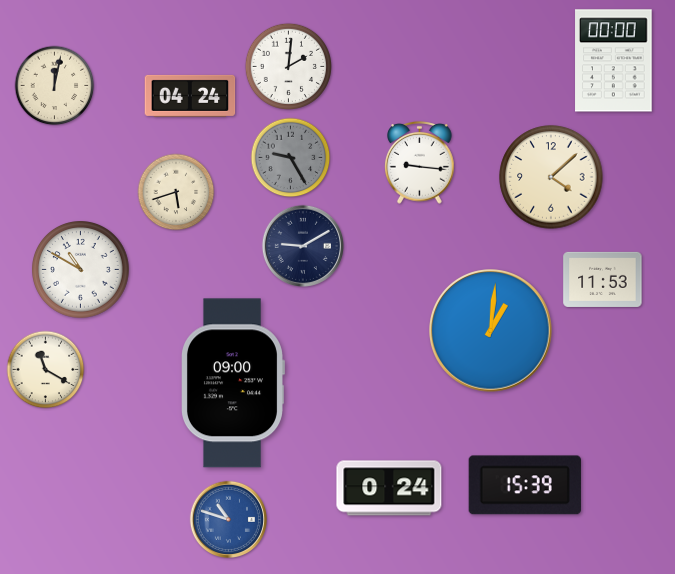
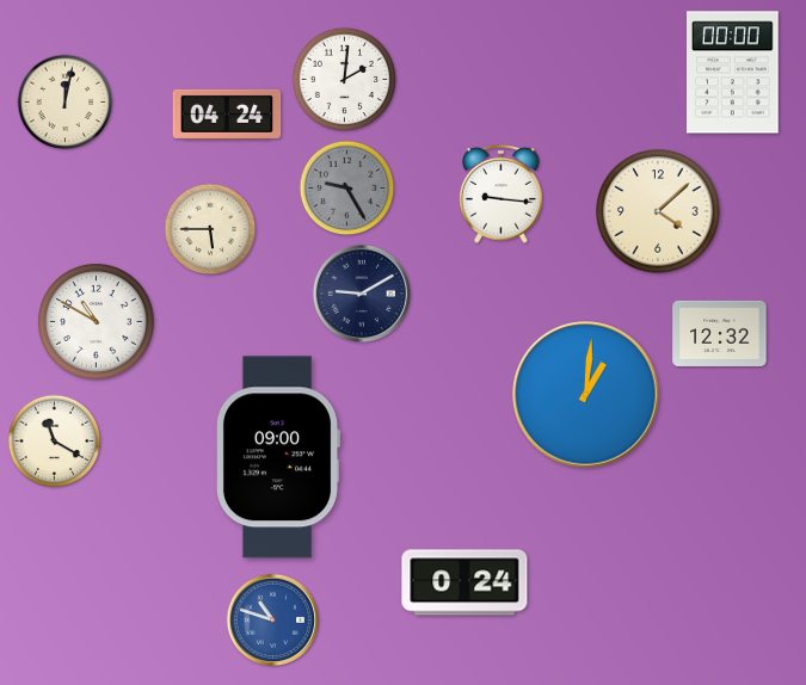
clock at (176, 192): 5:42 -> 5:45
clock at (603, 279): 11:53 -> 12:32
clock at (525, 485): 15:39 -> none
